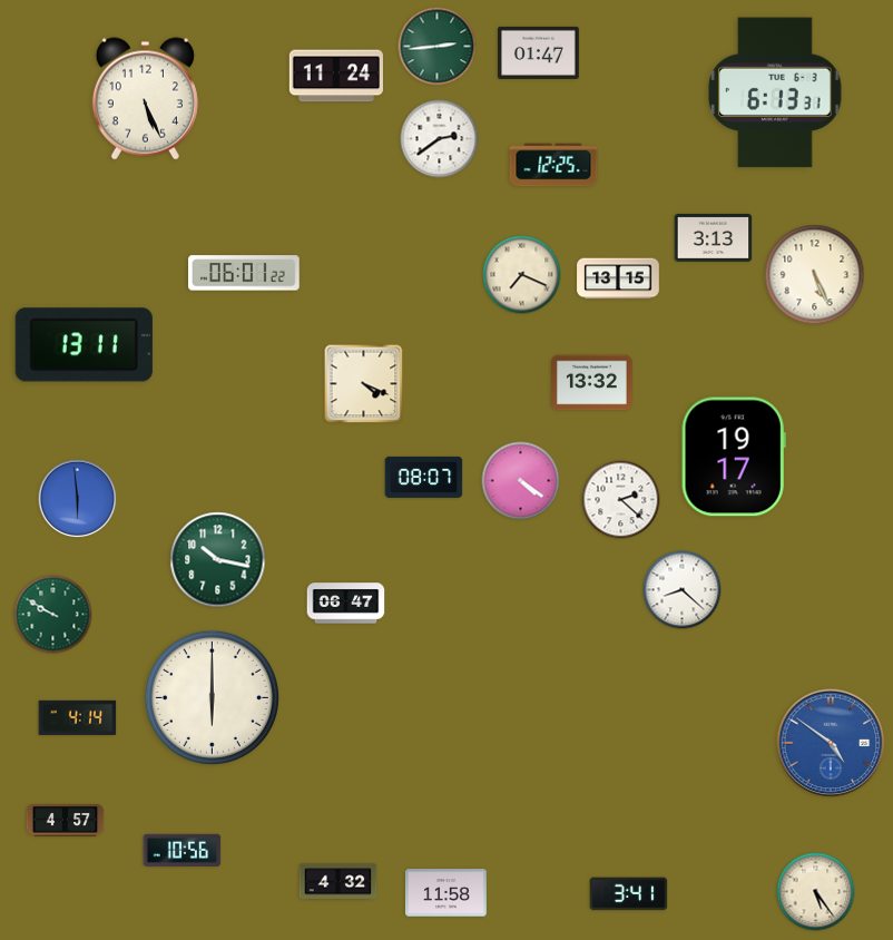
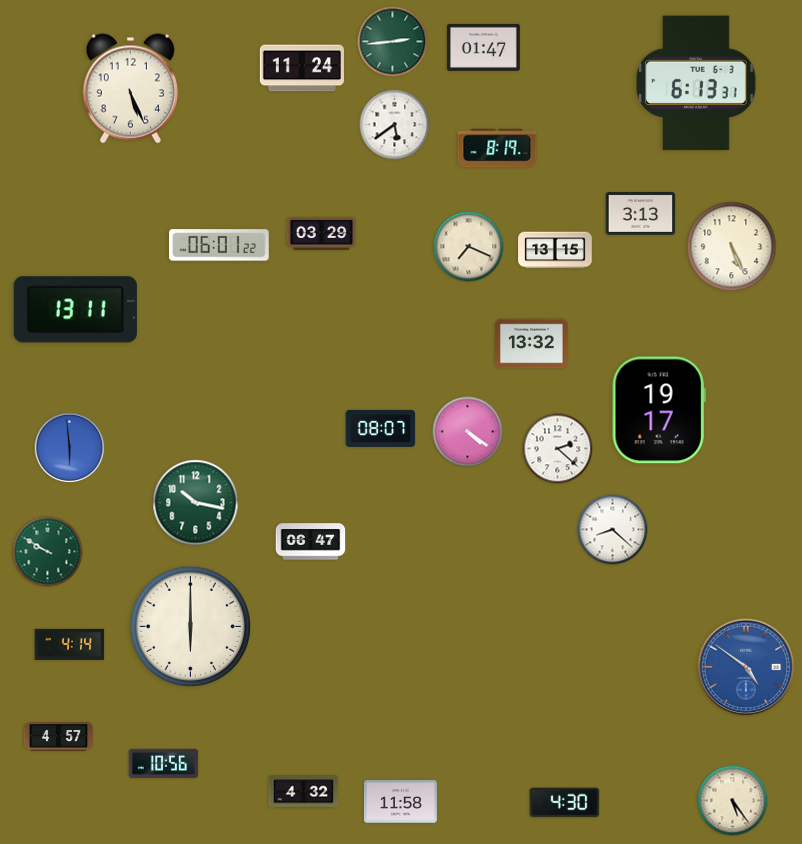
clock at (440, 139): 2:39 -> 5:39
clock at (553, 165): 12:25 -> 8:19
clock at (322, 233): none -> 03:29
clock at (364, 384): 4:19 -> none
clock at (629, 894): 3:41 -> 4:30
